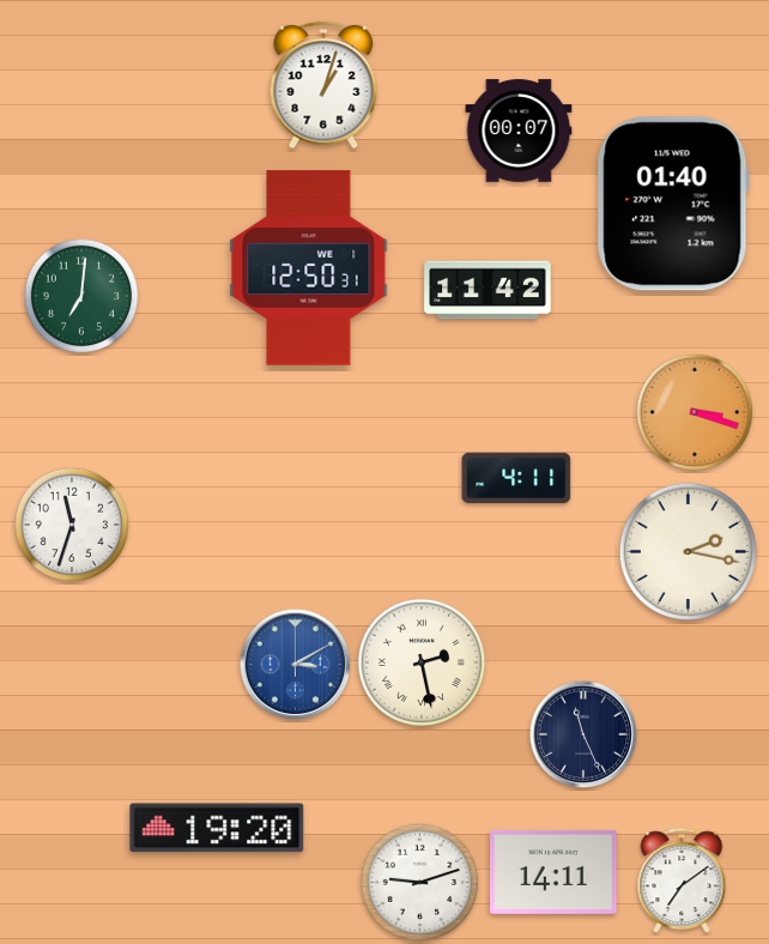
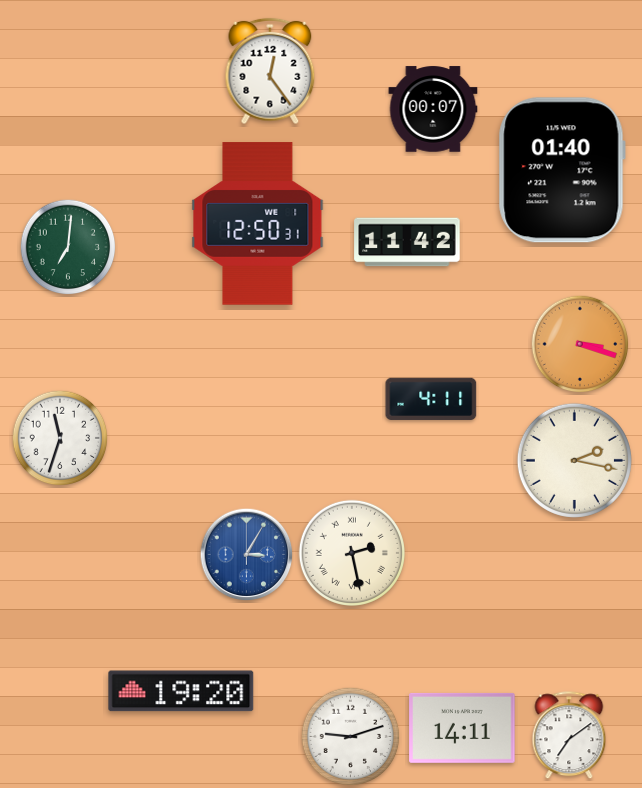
clock at (323, 85): 1:03 -> 12:24
clock at (296, 665): 3:10 -> 3:05
clock at (583, 734): 11:26 -> none
